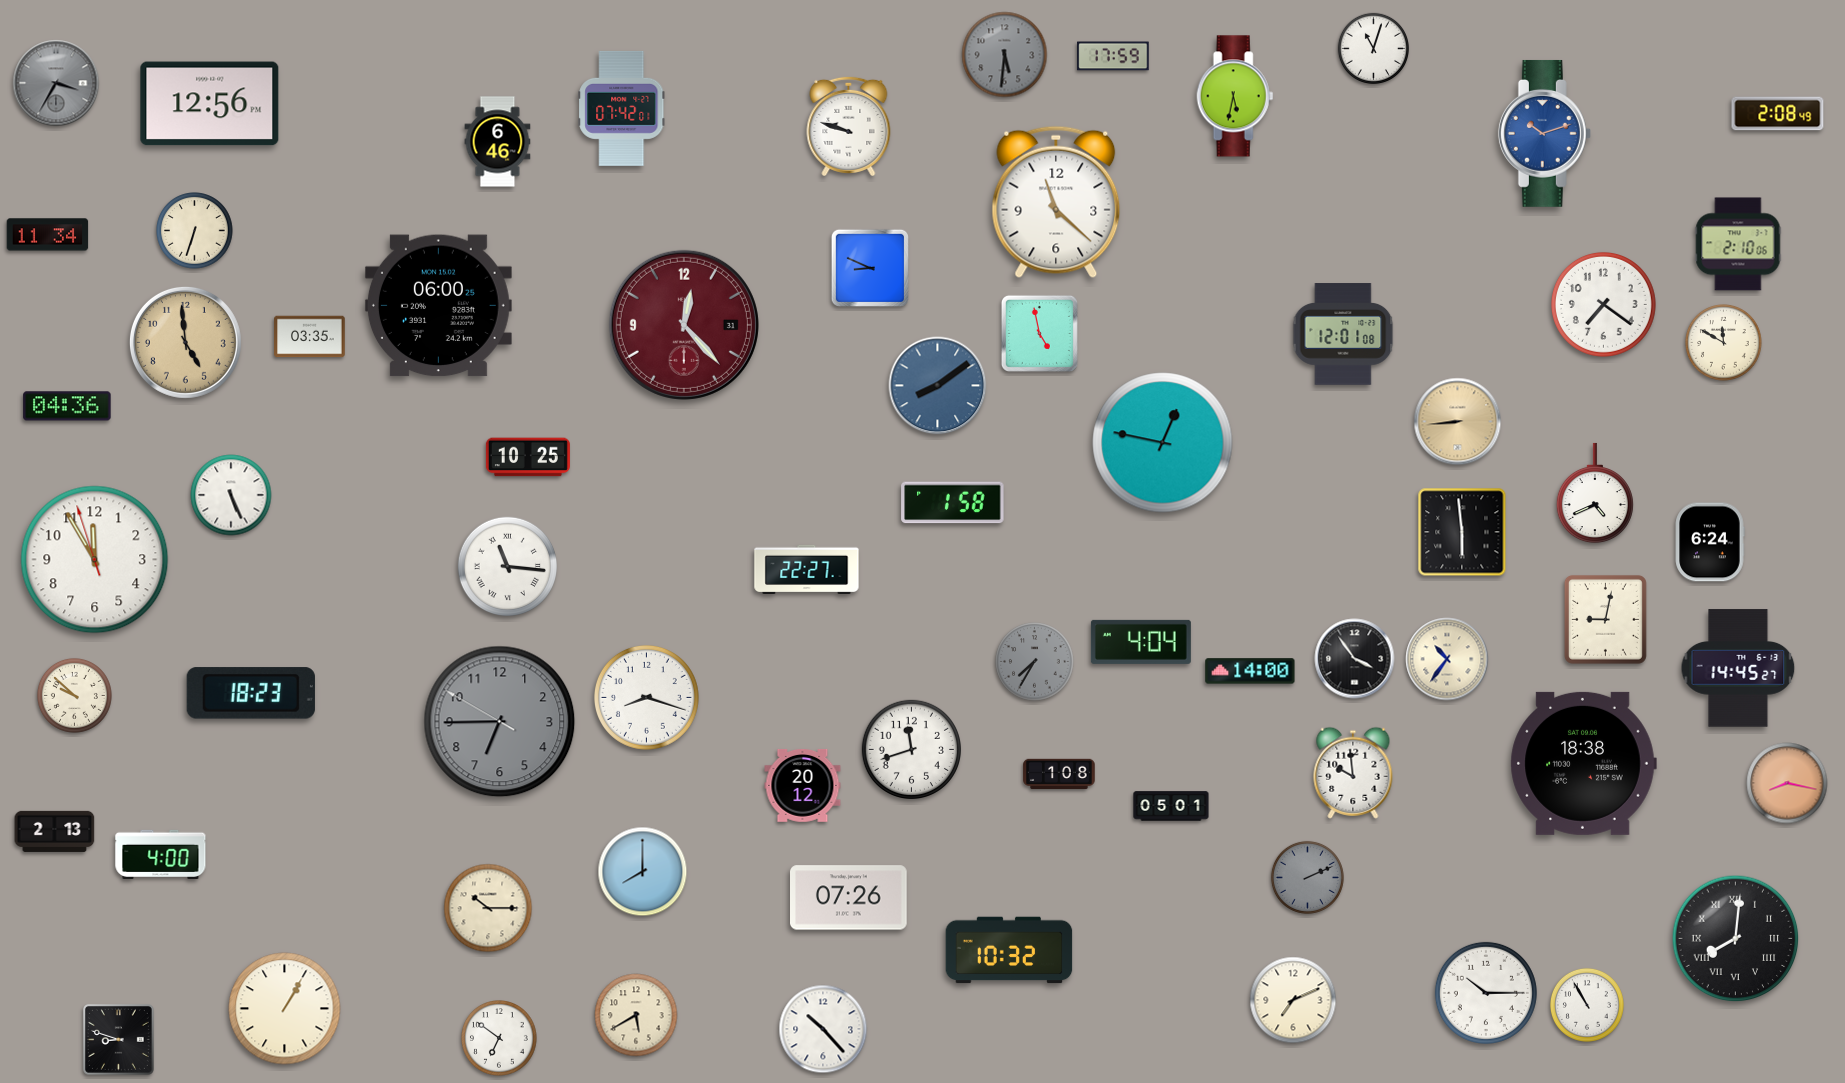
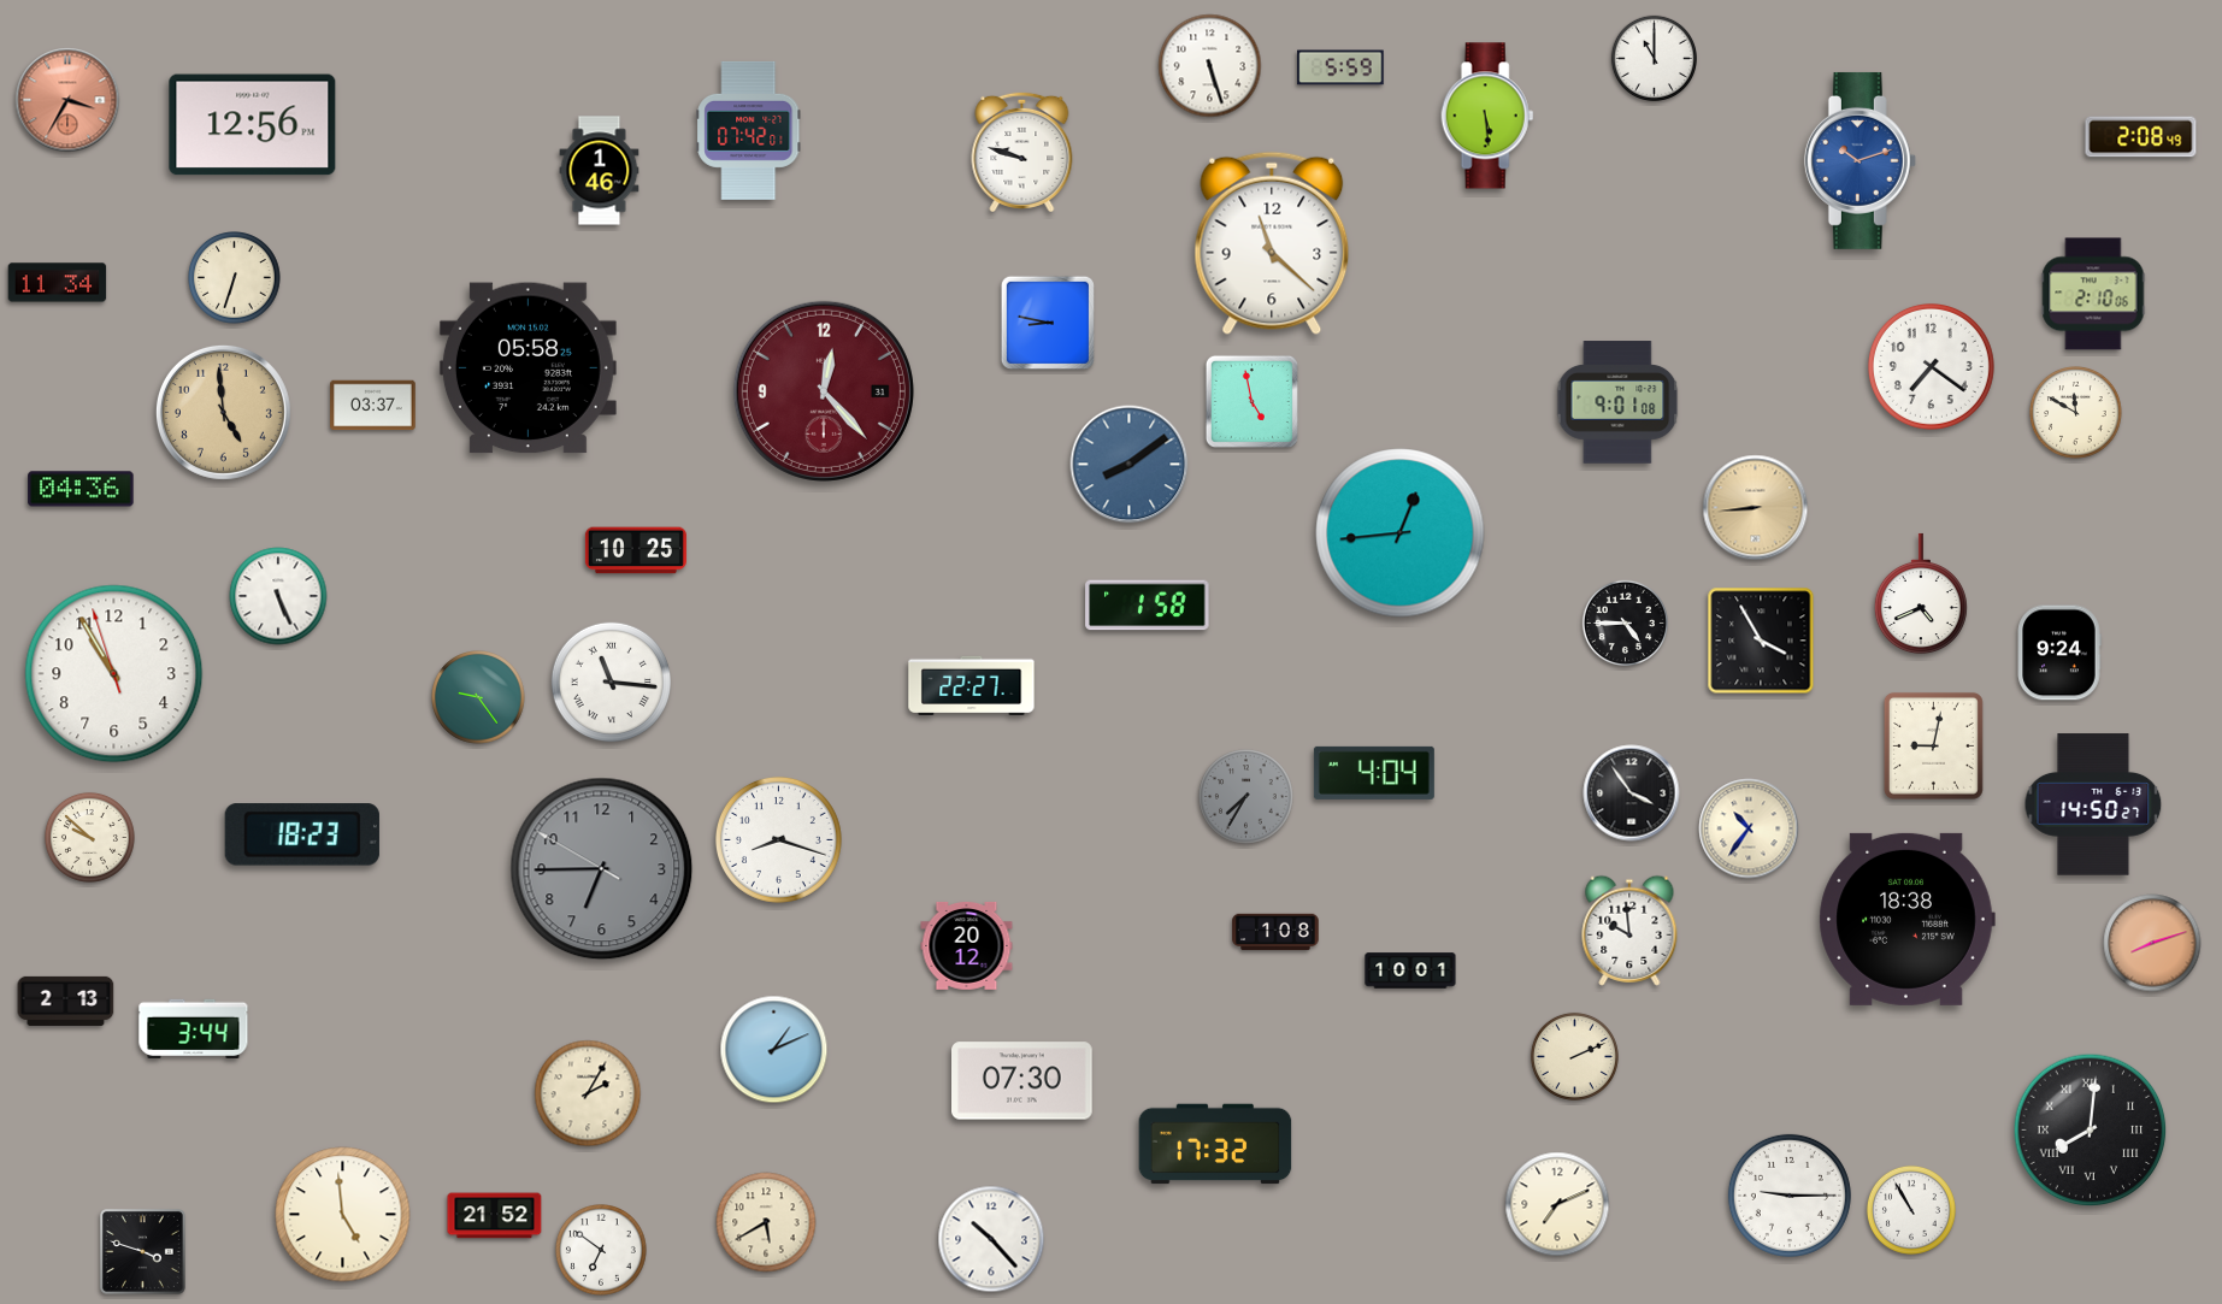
clock at (1373, 48): 11:03 -> 11:00
clock at (1005, 55): 5:31 -> 5:27
clock at (1005, 55) dial: grey -> white
clock at (1113, 56): 17:59 -> 5:59
clock at (56, 83) dial: grey -> salmon
clock at (1235, 96): 5:32 -> 5:29
clock at (498, 142): 6:46 -> 1:46
clock at (870, 268): 8:49 -> 8:47
clock at (438, 306): 06:00 -> 05:58
clock at (1343, 334): 12:01 -> 9:01
clock at (310, 337): 03:35 -> 03:37
clock at (1163, 443): 12:47 -> 12:44
clock at (1625, 623): none -> 4:45
clock at (1462, 532): 5:59 -> 3:55
clock at (1710, 542): 6:24 -> 9:24
clock at (95, 560): 11:54 -> 10:54
clock at (478, 697): none -> 9:24
clock at (1447, 659) position: (1447, 659) -> (1749, 828)
clock at (1738, 668): 14:45 -> 14:50
clock at (1250, 671): 14:00 -> none
clock at (911, 749): 11:42 -> none
clock at (1787, 783): 8:17 -> 8:12
clock at (1171, 806): 05:01 -> 10:01
clock at (161, 854): 4:00 -> 3:44
clock at (643, 872): 8:00 -> 1:11
clock at (1307, 877) dial: grey -> cream
clock at (849, 898): 07:26 -> 07:30
clock at (488, 908): 10:15 -> 2:05
clock at (1009, 950): 10:32 -> 17:32
clock at (1486, 993): 10:15 -> 9:15
clock at (285, 1009): 1:05 -> 4:59
clock at (495, 1216): none -> 21:52
clock at (118, 1039): 8:48 -> 3:48
